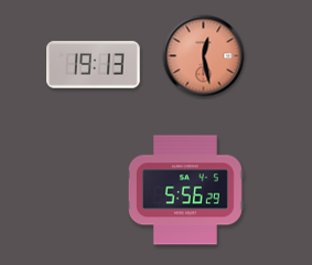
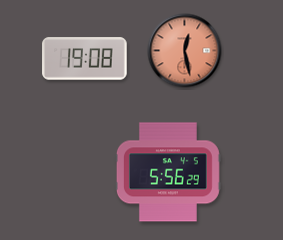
clock at (94, 65): 19:13 -> 19:08
